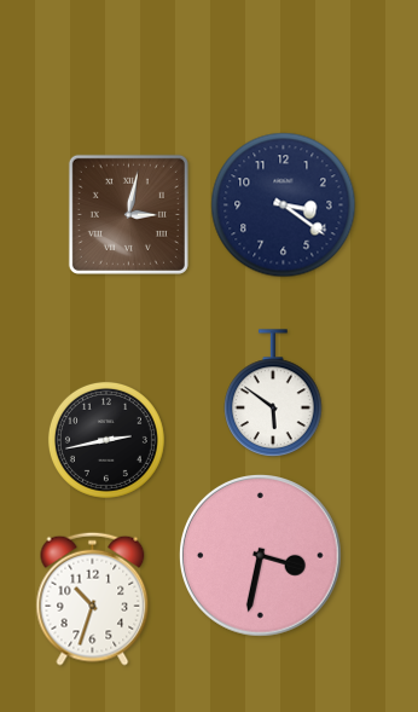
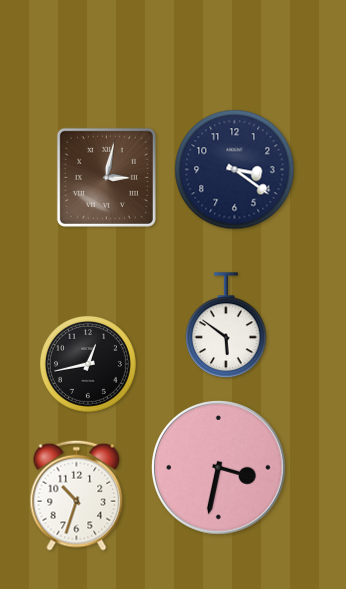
clock at (106, 440): 2:43 -> 12:43
clock at (261, 556) position: (261, 556) -> (219, 468)
